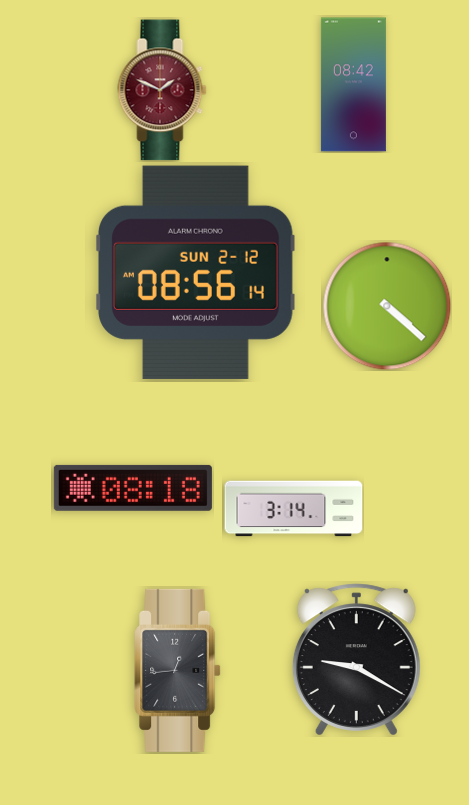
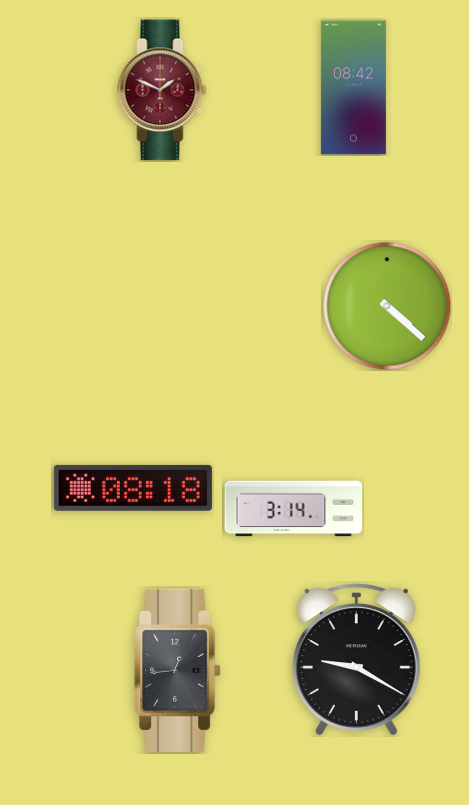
clock at (353, 85) position: (353, 85) -> (353, 88)
clock at (196, 272): 08:56 -> none
